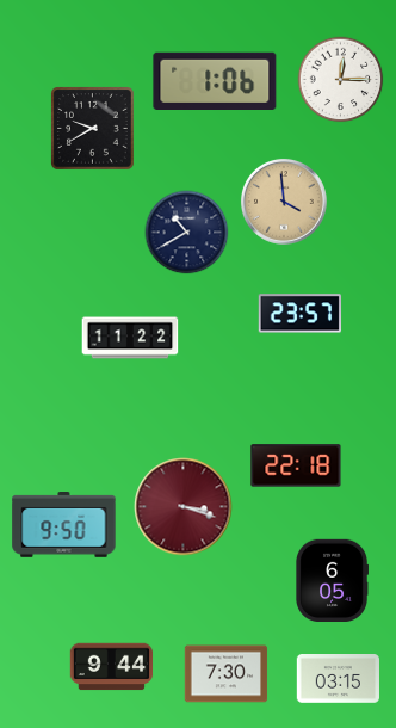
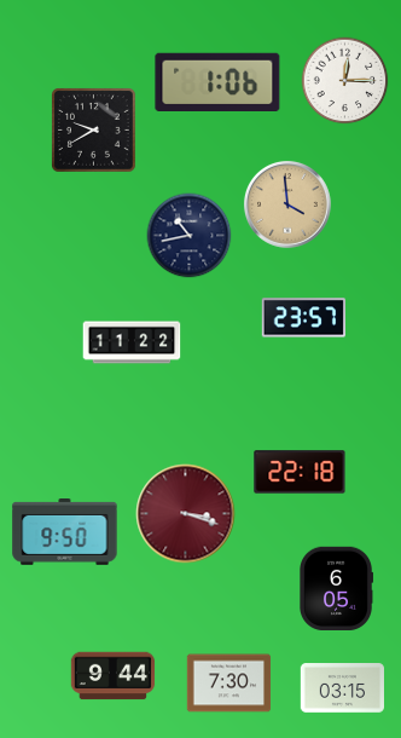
clock at (187, 233): 10:40 -> 10:43
